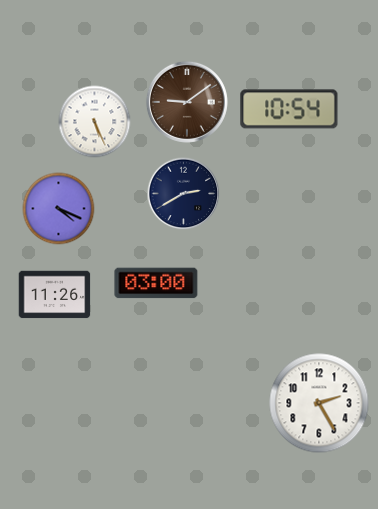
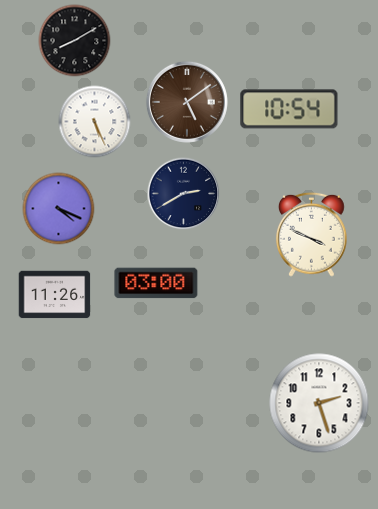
clock at (75, 41): none -> 8:10
clock at (187, 102): 9:09 -> 5:09
clock at (312, 234): none -> 3:49
clock at (319, 403): 2:25 -> 2:27
